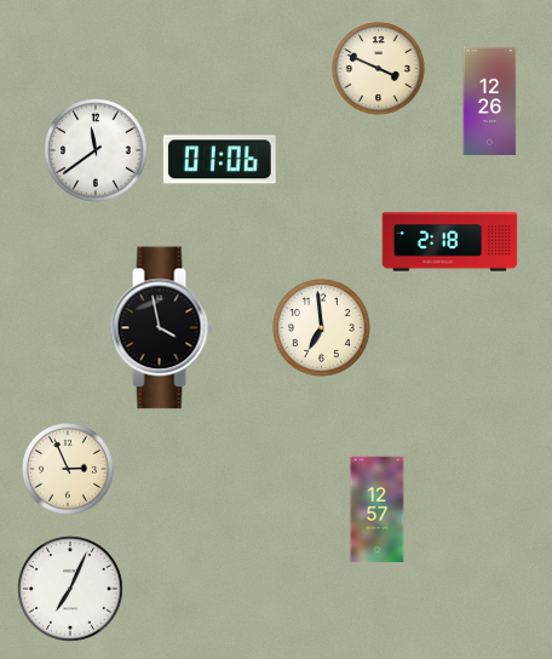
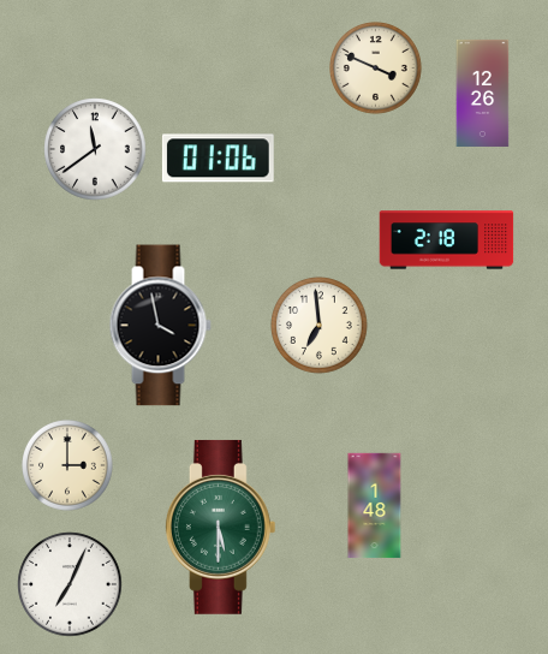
clock at (490, 101) position: (490, 101) -> (483, 93)
clock at (69, 470): 2:56 -> 3:00
clock at (378, 510): 12:57 -> 1:48
clock at (220, 527): none -> 5:30
